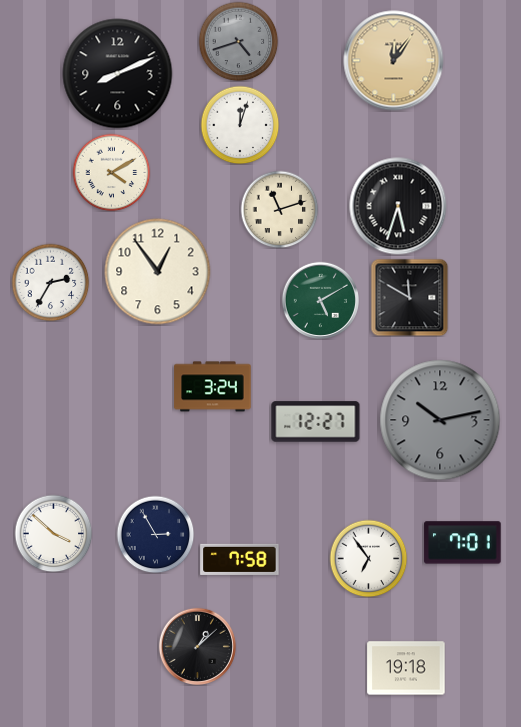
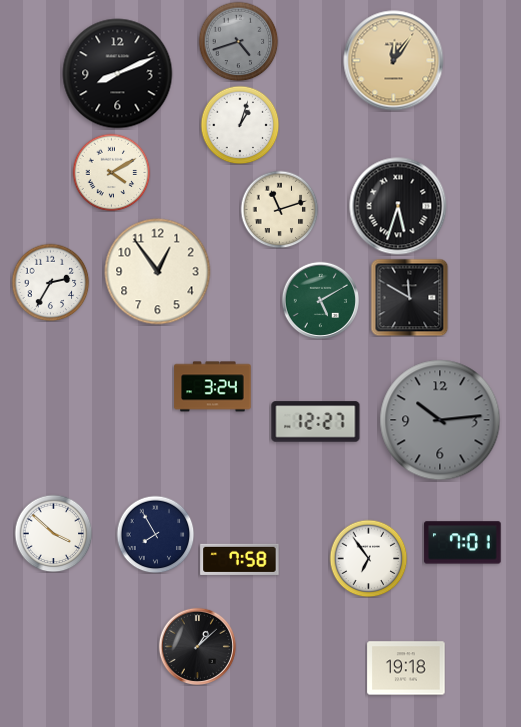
clock at (240, 125): 12:03 -> 1:03
clock at (440, 420): 10:13 -> 10:14
clock at (155, 534): 2:55 -> 7:55
